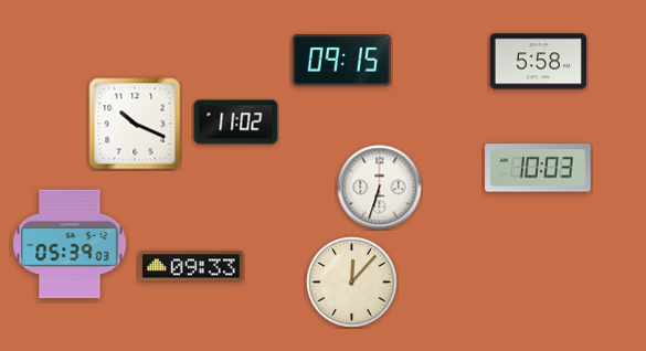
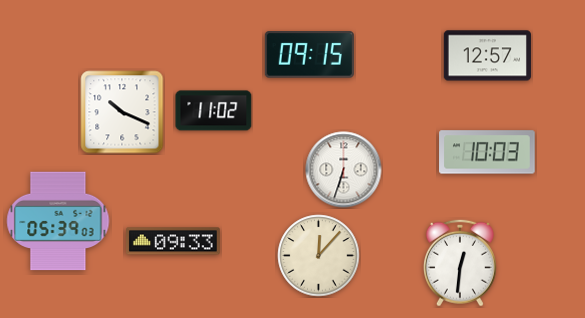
clock at (538, 62): 5:58 -> 12:57
clock at (70, 244) position: (70, 244) -> (58, 221)
clock at (460, 263): none -> 12:31
